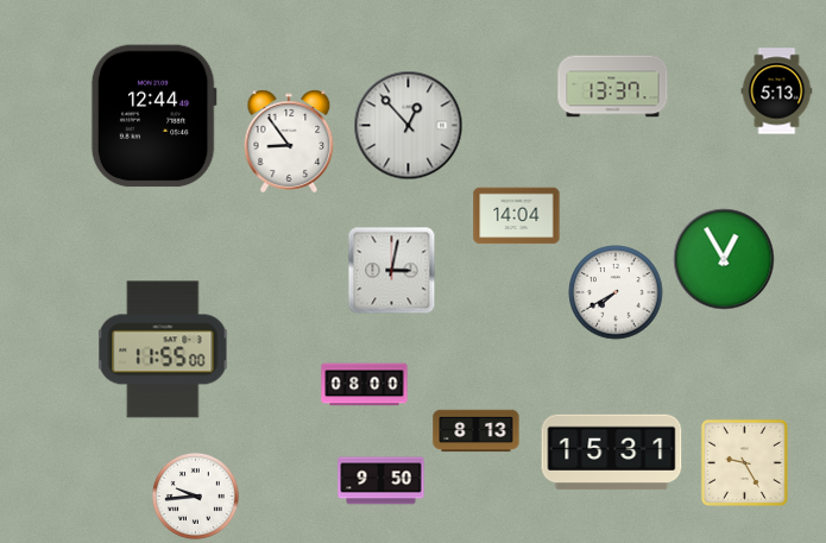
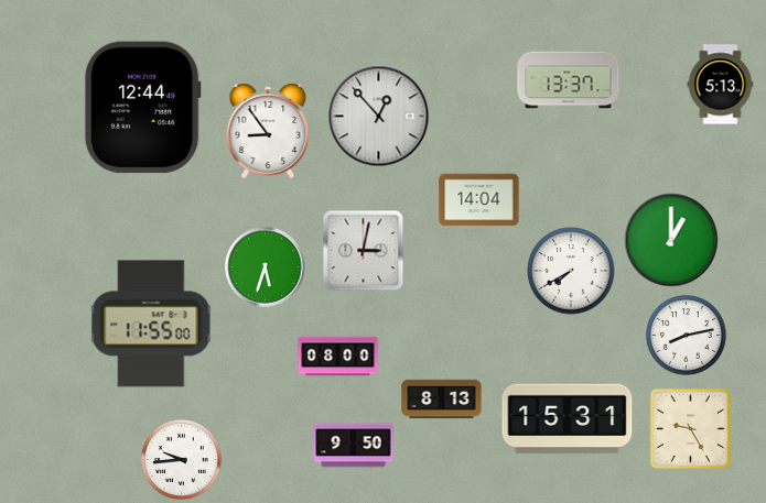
clock at (724, 259): 12:55 -> 1:00
clock at (266, 267): none -> 5:33
clock at (686, 335): none -> 8:13
